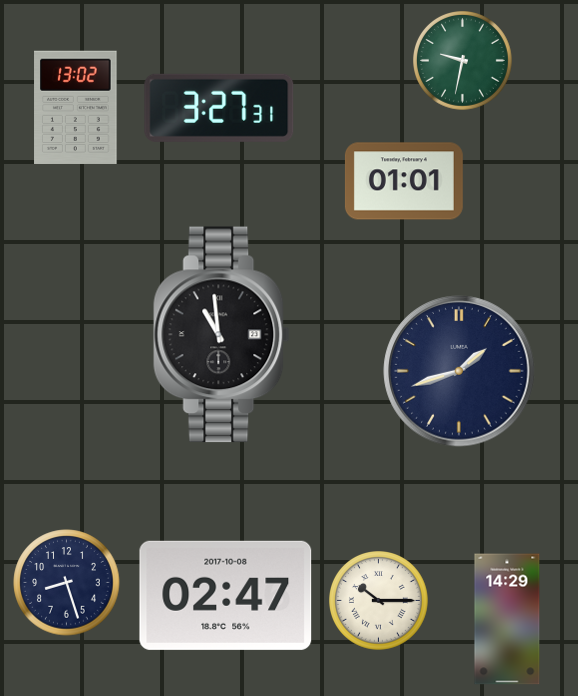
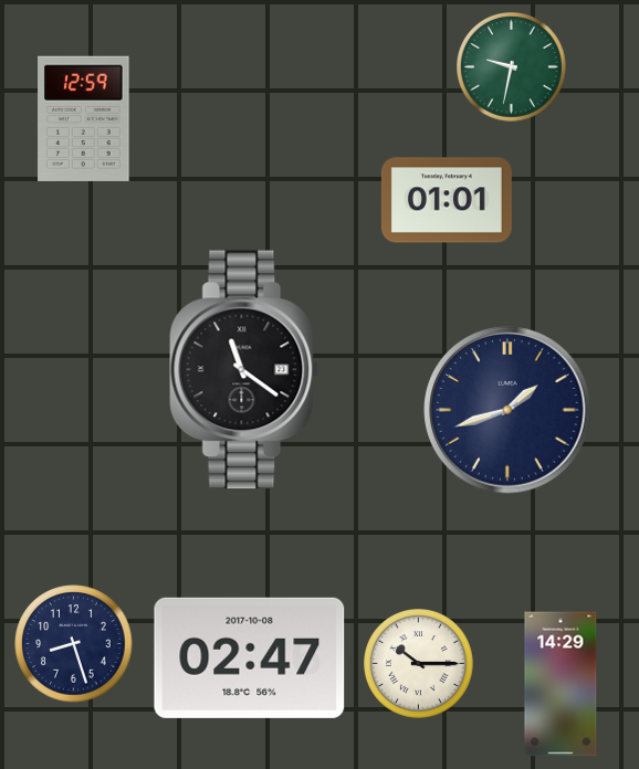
clock at (76, 107): 13:02 -> 12:59
clock at (219, 108): 3:27 -> none
clock at (222, 335): 10:59 -> 11:21
